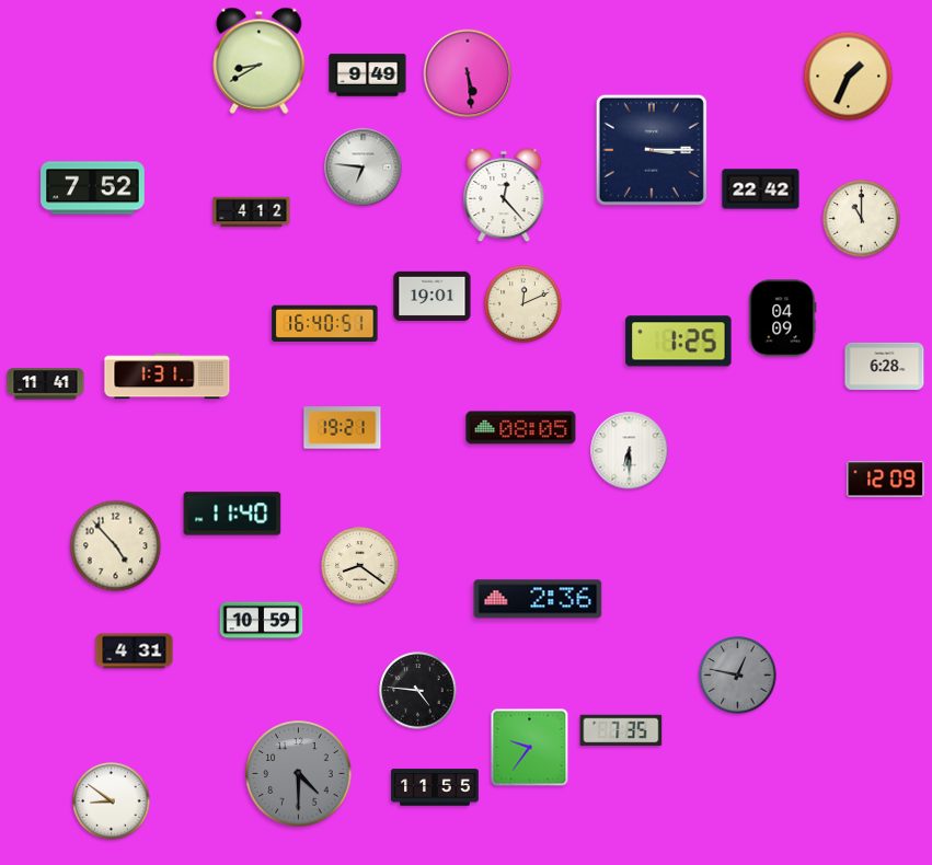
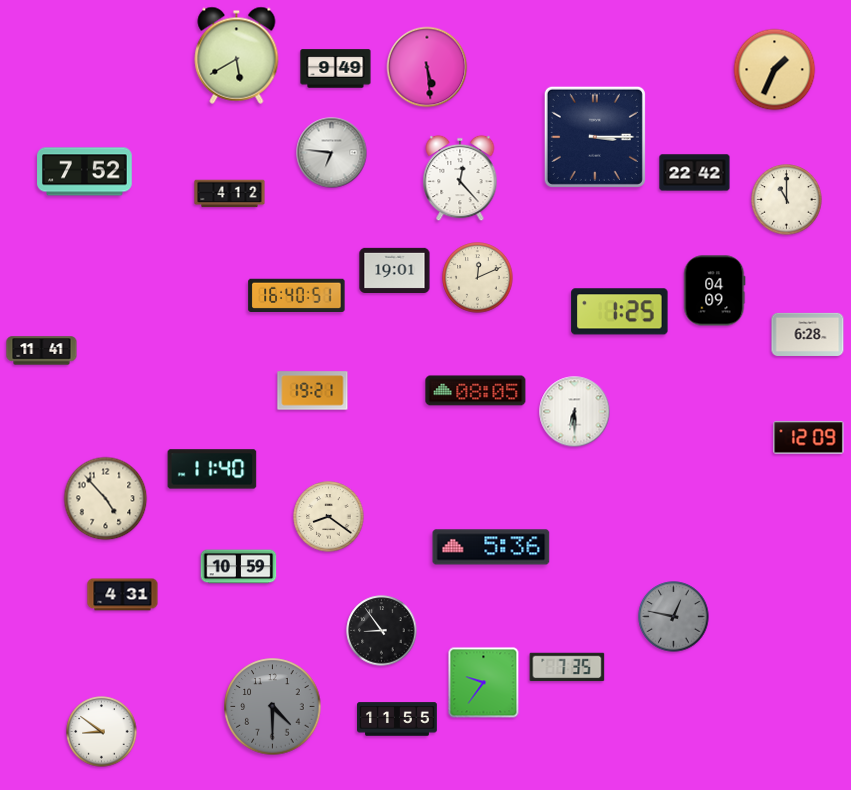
clock at (260, 60): 8:40 -> 5:40
clock at (168, 377): 1:31 -> none
clock at (538, 599): 2:36 -> 5:36
clock at (418, 691): 4:46 -> 8:54
